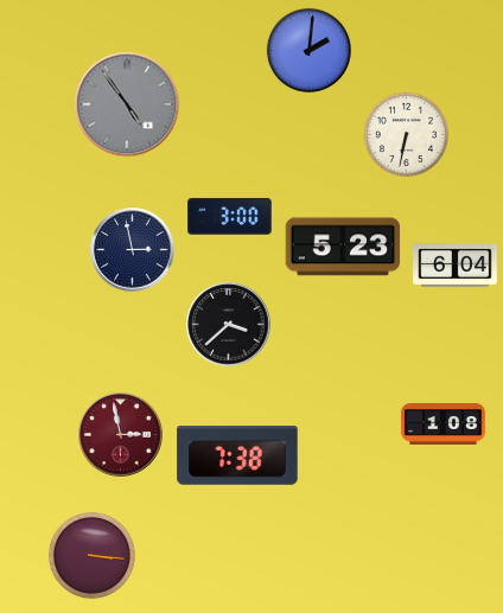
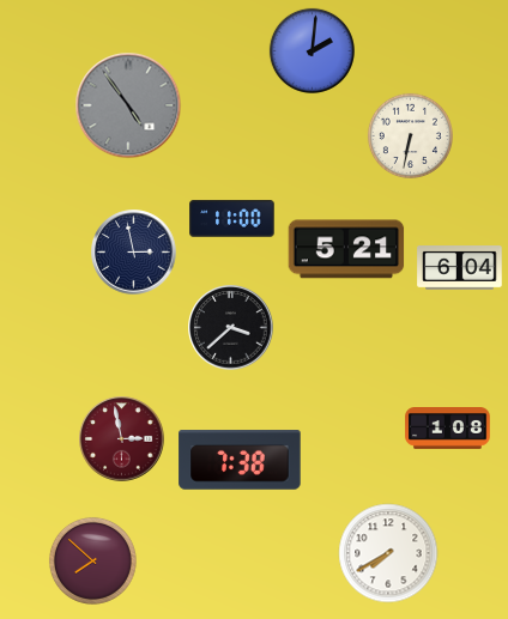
clock at (230, 217): 3:00 -> 11:00
clock at (343, 247): 5:23 -> 5:21
clock at (388, 553): none -> 7:40
clock at (91, 555): 3:16 -> 7:52
